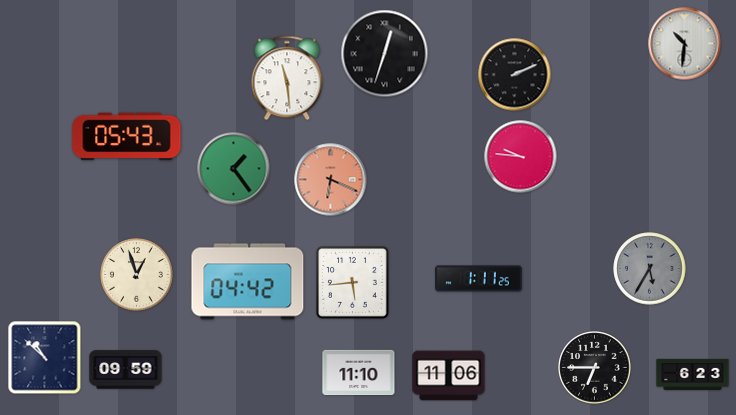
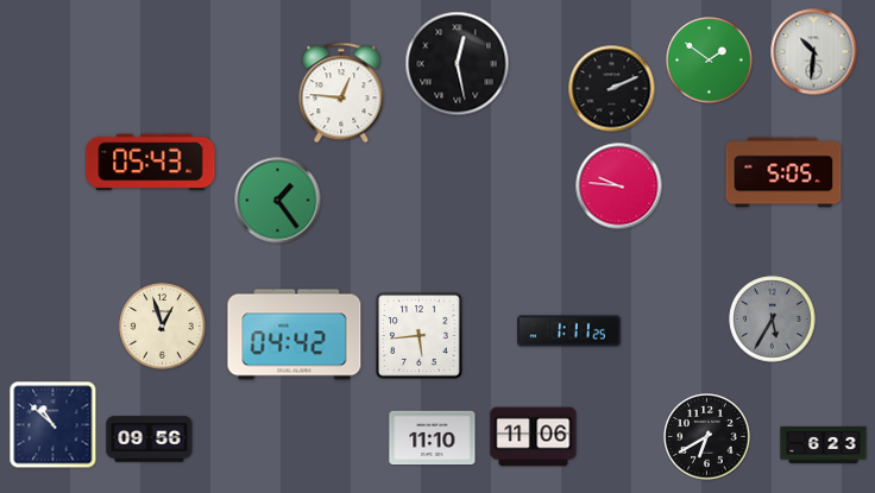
clock at (710, 61): none -> 1:51
clock at (385, 54): 12:33 -> 12:28
clock at (287, 78): 11:29 -> 12:46
clock at (783, 172): none -> 5:05
clock at (331, 180): 6:19 -> none
clock at (595, 368): 6:45 -> 6:40
clock at (126, 370): 09:59 -> 09:56
clock at (359, 373) position: (359, 373) -> (433, 438)
clock at (449, 376) position: (449, 376) -> (534, 437)
